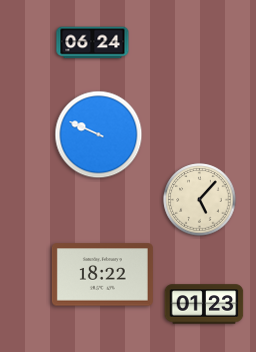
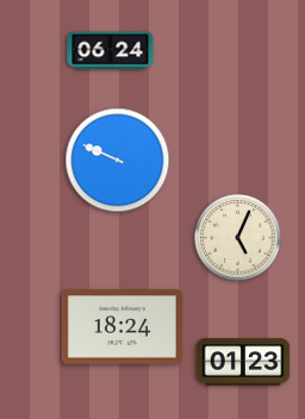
clock at (200, 200): 5:07 -> 5:04
clock at (102, 275): 18:22 -> 18:24
